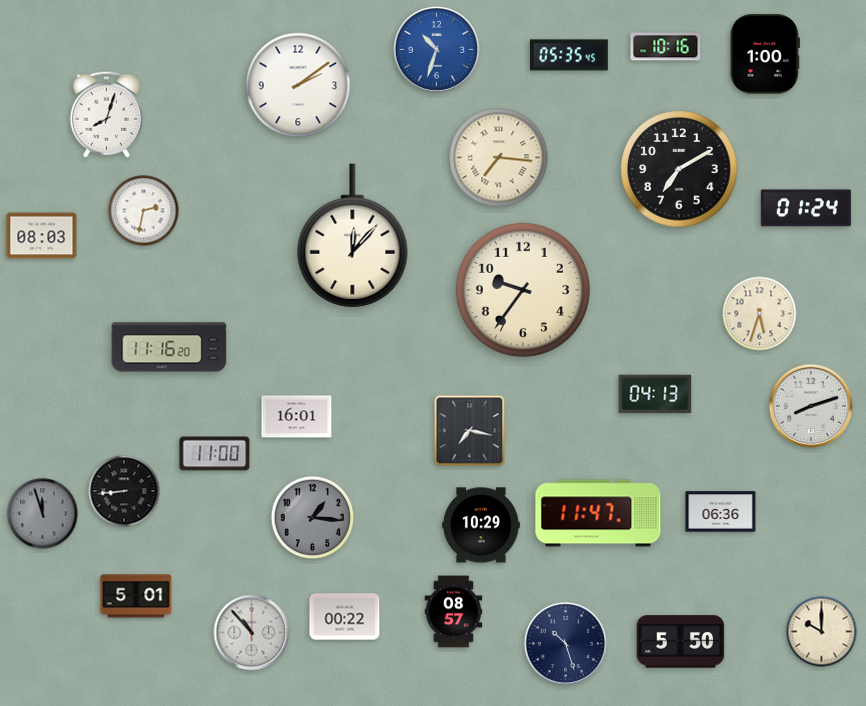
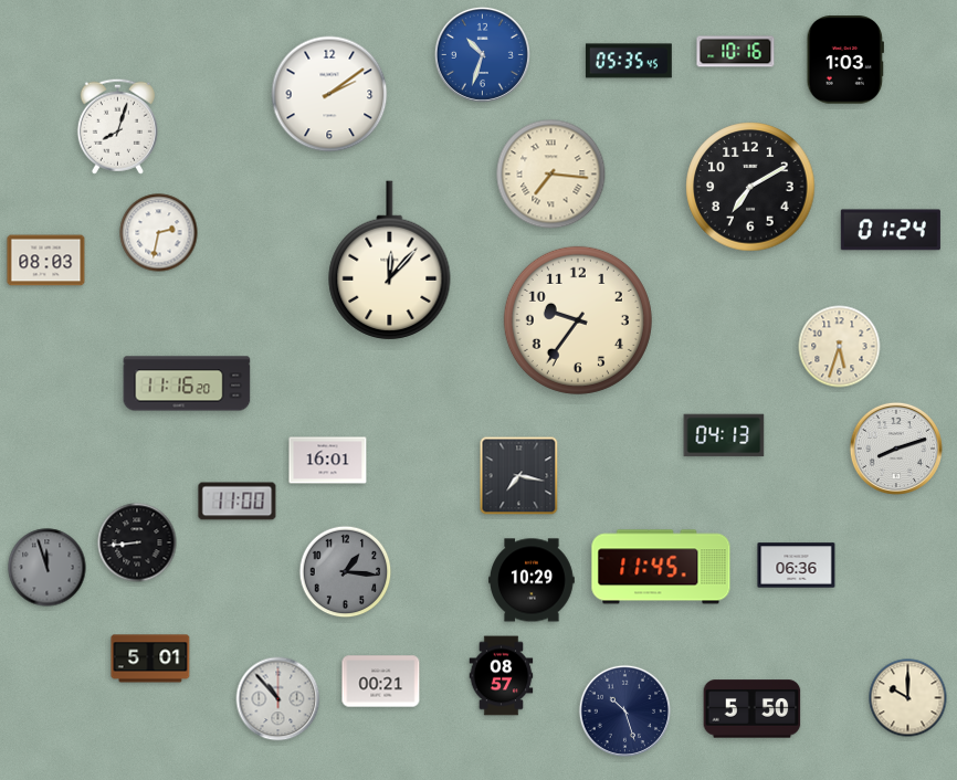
clock at (765, 54): 1:00 -> 1:03
clock at (598, 513): 11:47 -> 11:45
clock at (345, 617): 00:22 -> 00:21
